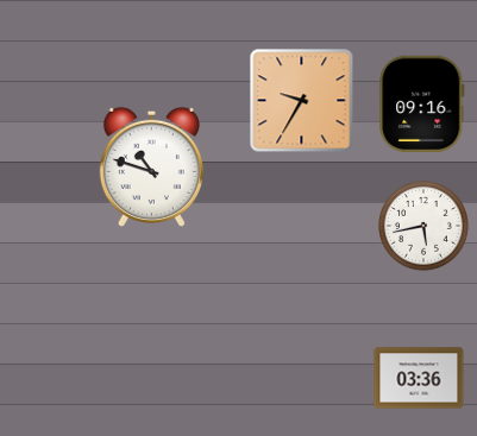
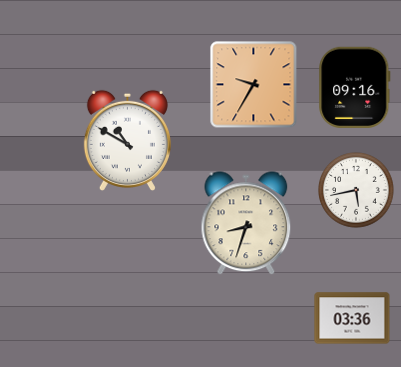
clock at (151, 166): 10:48 -> 10:50
clock at (246, 224): none -> 8:33
